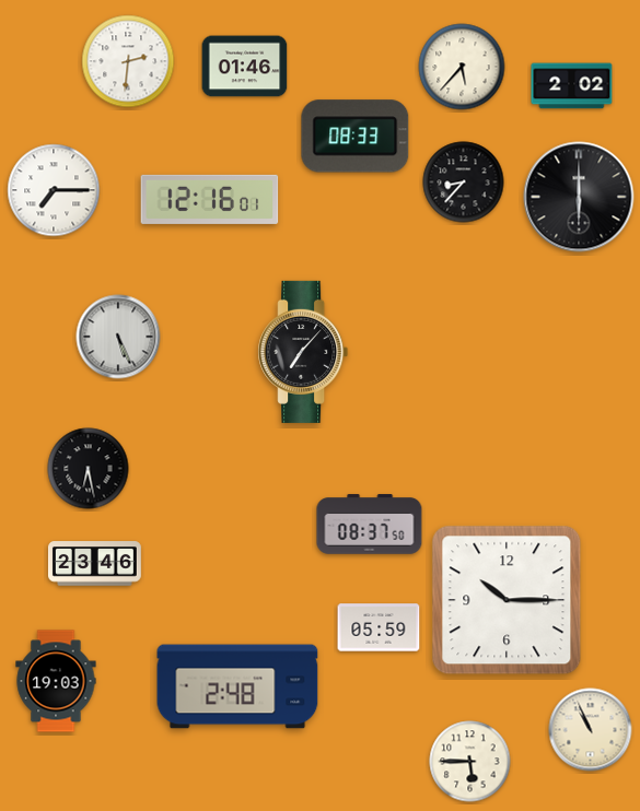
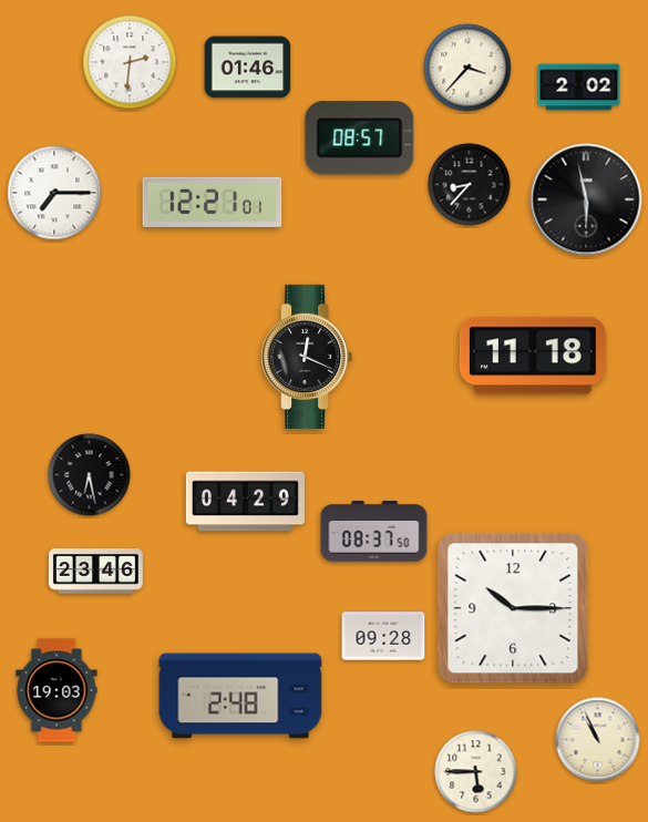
clock at (462, 67): 5:37 -> 3:37
clock at (356, 137): 08:33 -> 08:57
clock at (579, 197): 6:00 -> 5:58
clock at (210, 199): 12:16 -> 12:21
clock at (118, 337): 5:26 -> none
clock at (533, 356): none -> 11:18
clock at (303, 352): 7:07 -> 12:19
clock at (245, 502): none -> 04:29
clock at (379, 627): 05:59 -> 09:28
